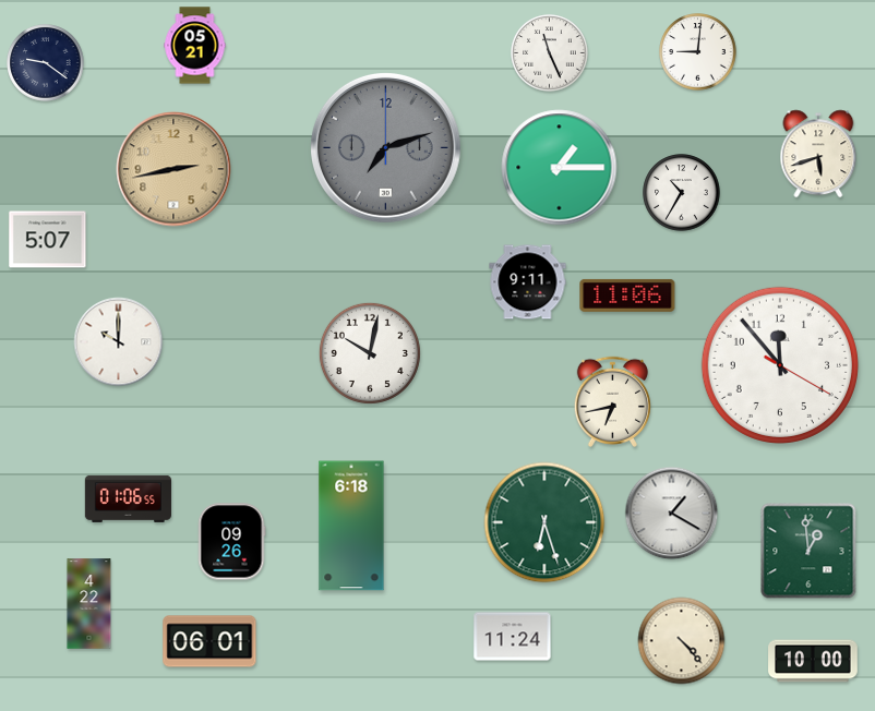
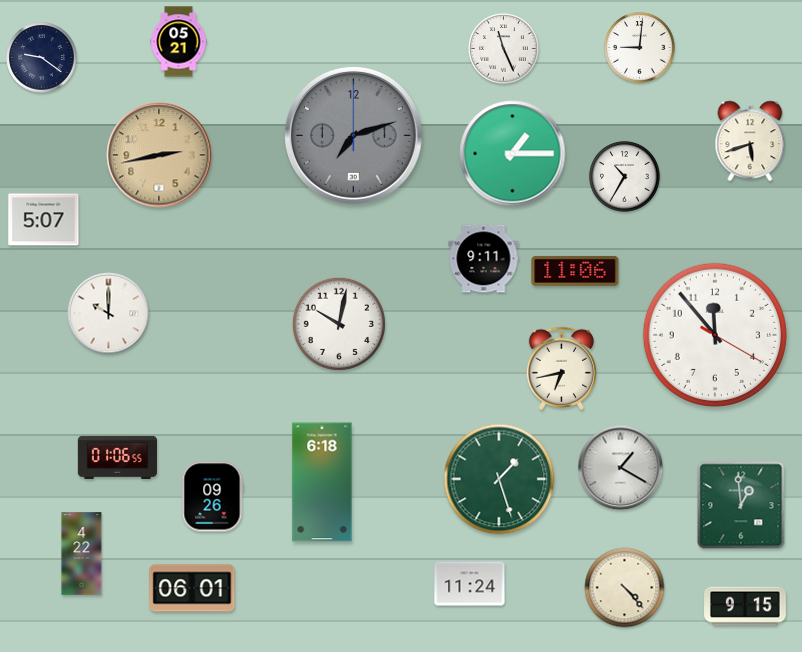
clock at (672, 514) position: (672, 514) -> (621, 468)
clock at (544, 522): 6:27 -> 1:27
clock at (813, 661): 10:00 -> 9:15
